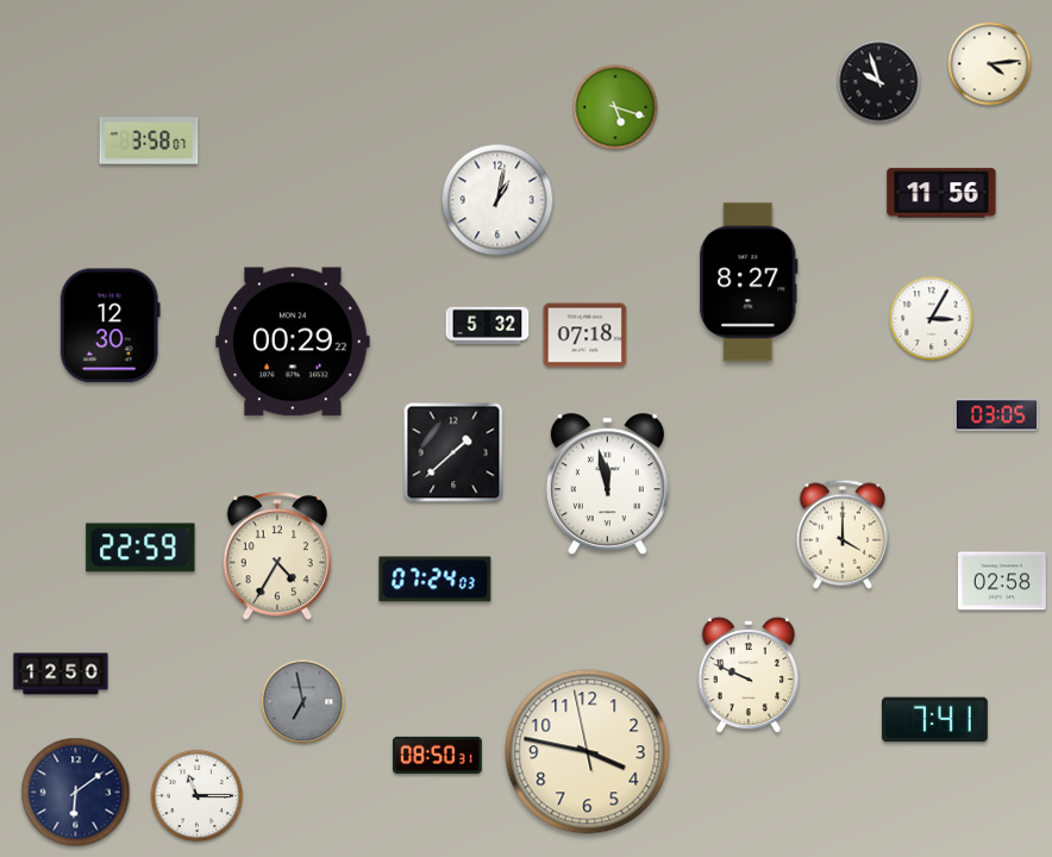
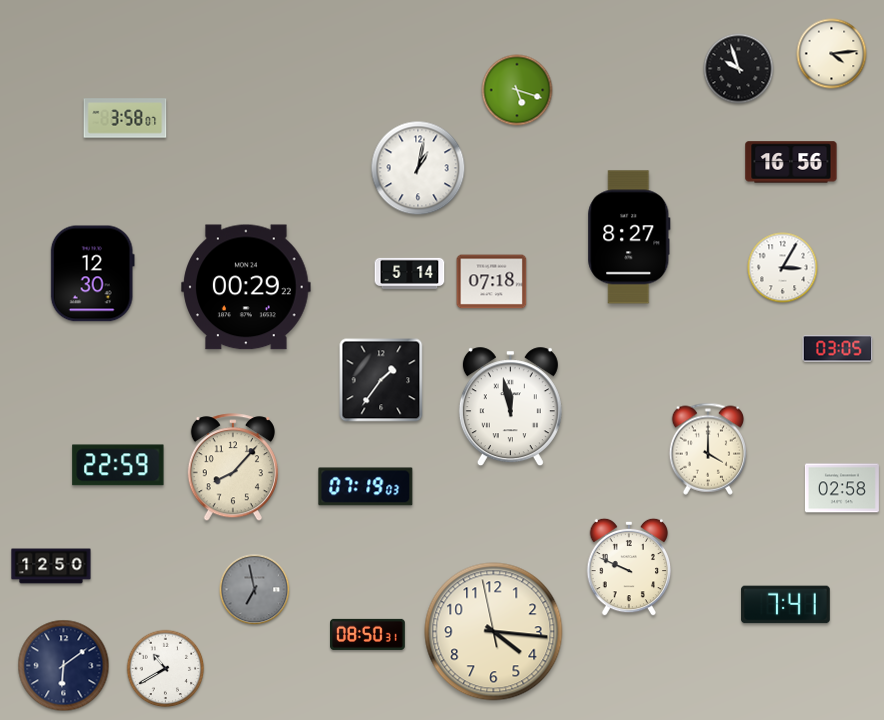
clock at (941, 193): 11:56 -> 16:56
clock at (488, 325): 5:32 -> 5:14
clock at (453, 452): 1:38 -> 1:36
clock at (140, 548) position: (140, 548) -> (118, 465)
clock at (277, 557): 4:35 -> 8:07
clock at (436, 580): 07:24 -> 07:19
clock at (588, 752): 3:46 -> 4:15
clock at (198, 796): 11:15 -> 10:40
